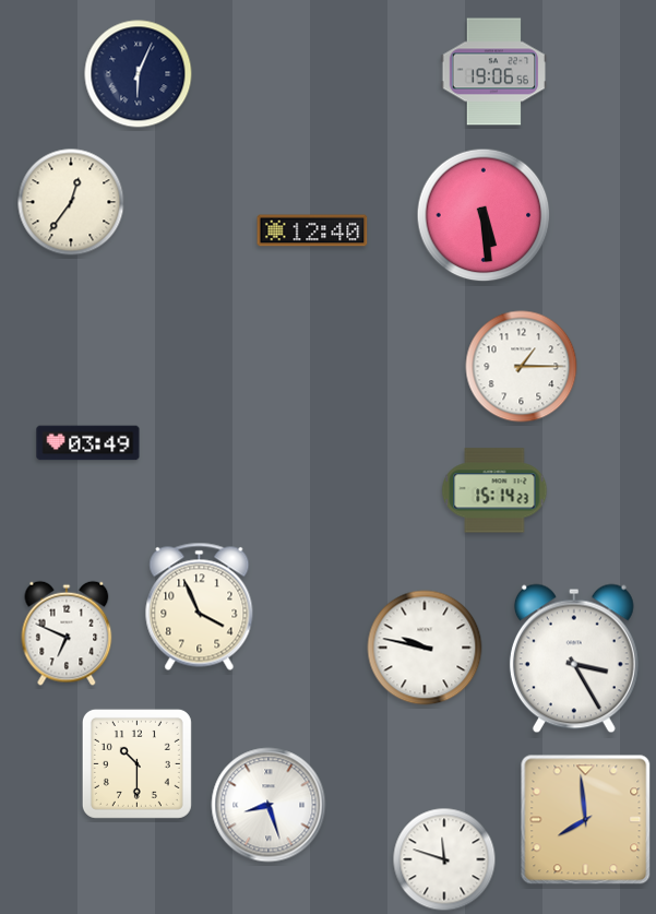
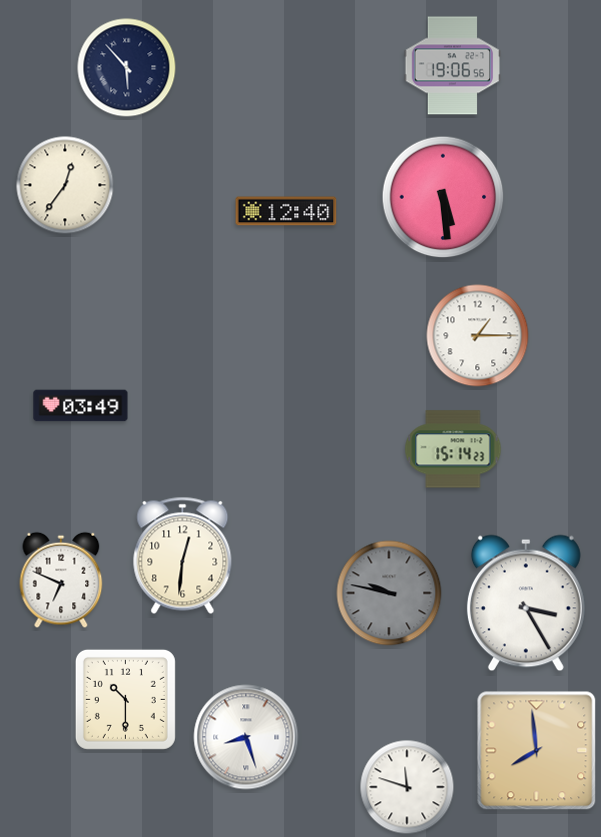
clock at (139, 74): 6:04 -> 5:53
clock at (200, 606): 3:56 -> 12:31
clock at (425, 648) dial: white -> grey
